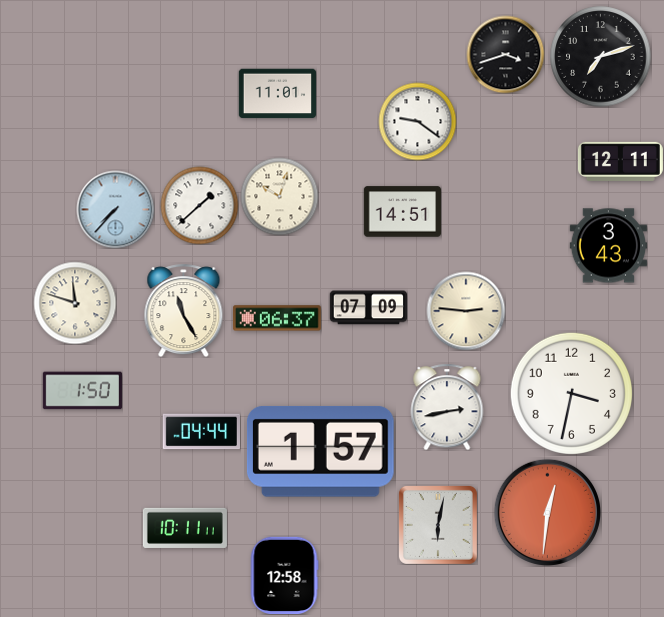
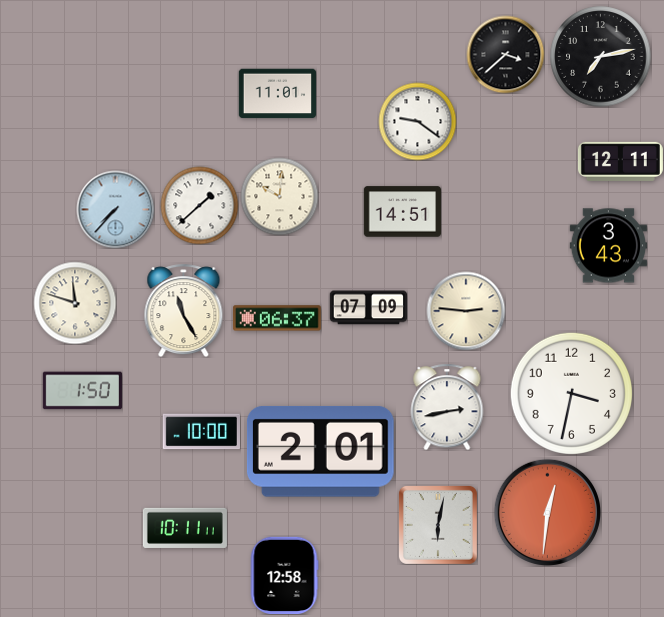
clock at (505, 54): 3:42 -> 3:38
clock at (601, 57): 7:12 -> 7:13
clock at (279, 196): 10:03 -> 10:01
clock at (201, 432): 04:44 -> 10:00
clock at (320, 451): 1:57 -> 2:01
